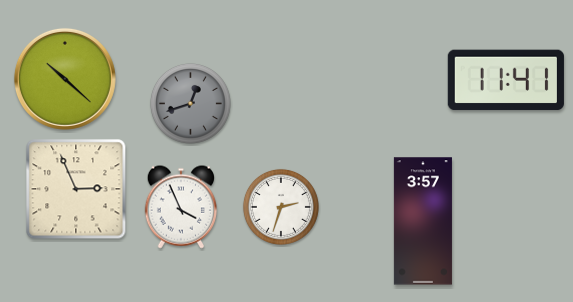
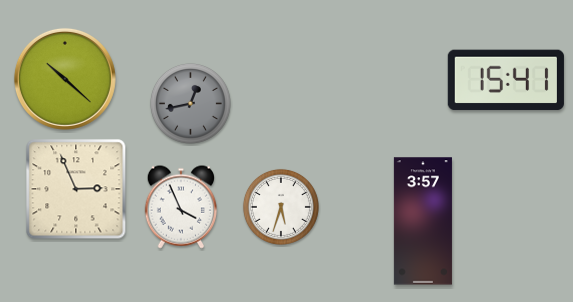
clock at (506, 80): 11:41 -> 15:41
clock at (190, 103): 12:42 -> 12:43
clock at (281, 207): 2:33 -> 5:33
